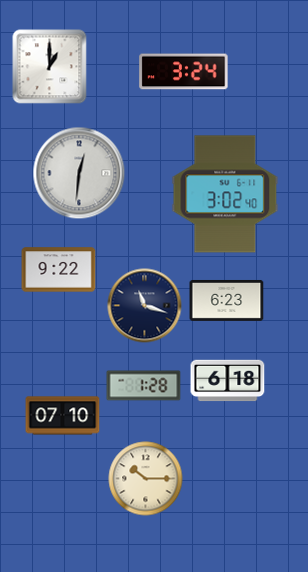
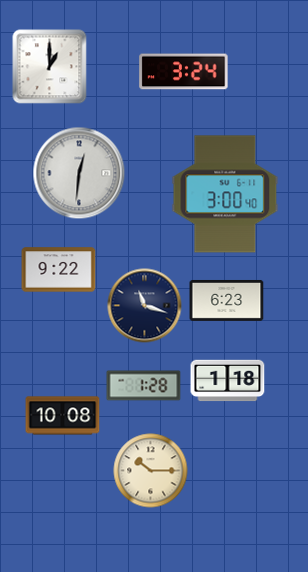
clock at (225, 194): 3:02 -> 3:00
clock at (228, 381): 6:18 -> 1:18
clock at (63, 416): 07:10 -> 10:08
clock at (146, 479) position: (146, 479) -> (151, 471)
